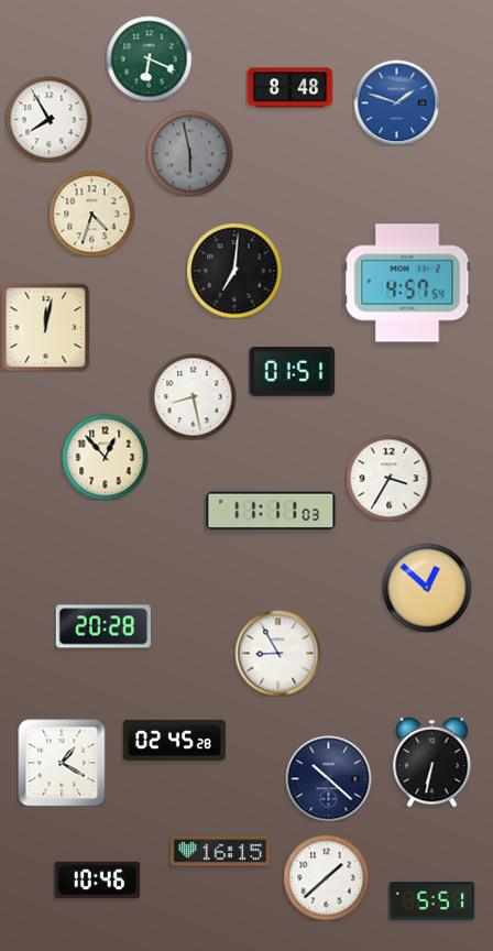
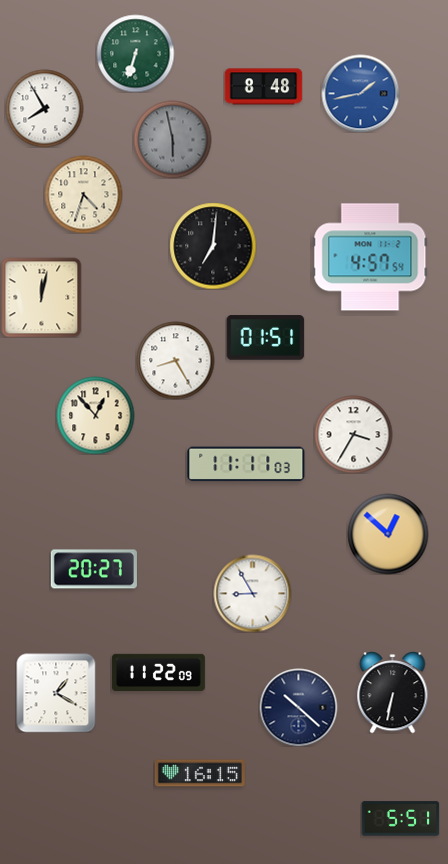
clock at (149, 58): 6:19 -> 6:33
clock at (289, 88) position: (289, 88) -> (263, 87)
clock at (396, 102): 1:48 -> 1:43
clock at (193, 396): 8:28 -> 8:25
clock at (103, 626): 20:28 -> 20:27
clock at (174, 740): 02:45 -> 11:22
clock at (326, 877): 1:38 -> none
clock at (97, 879): 10:46 -> none
clock at (431, 901) position: (431, 901) -> (400, 819)
